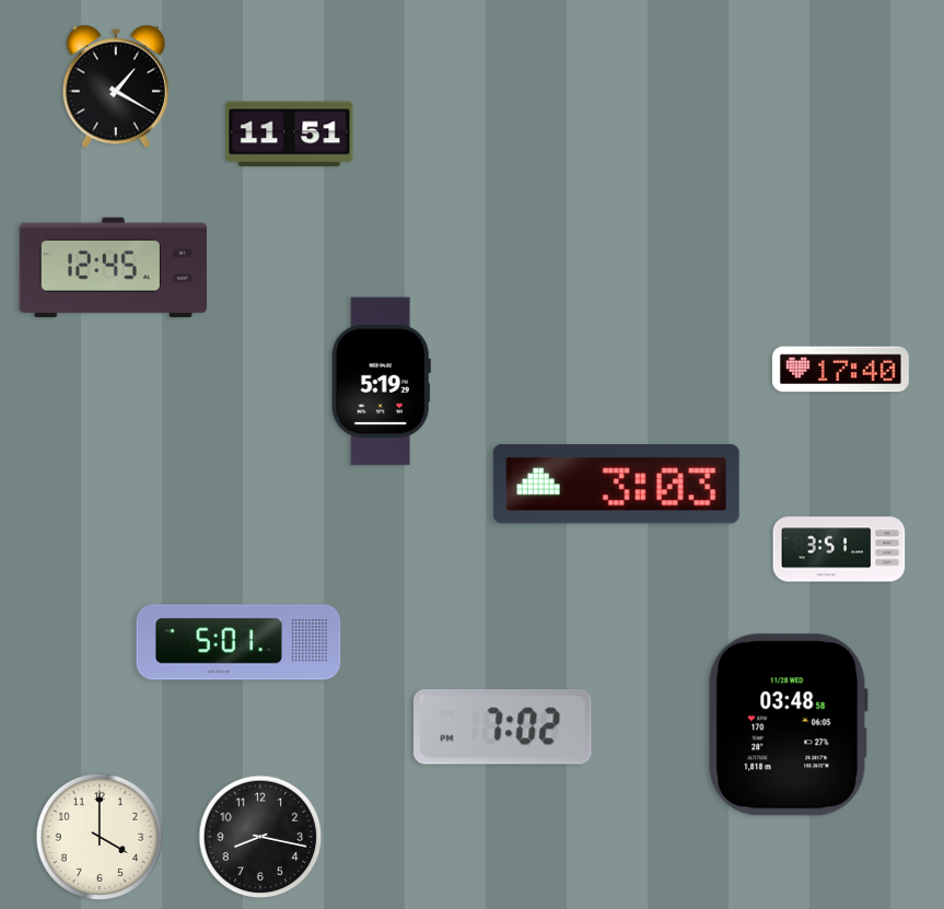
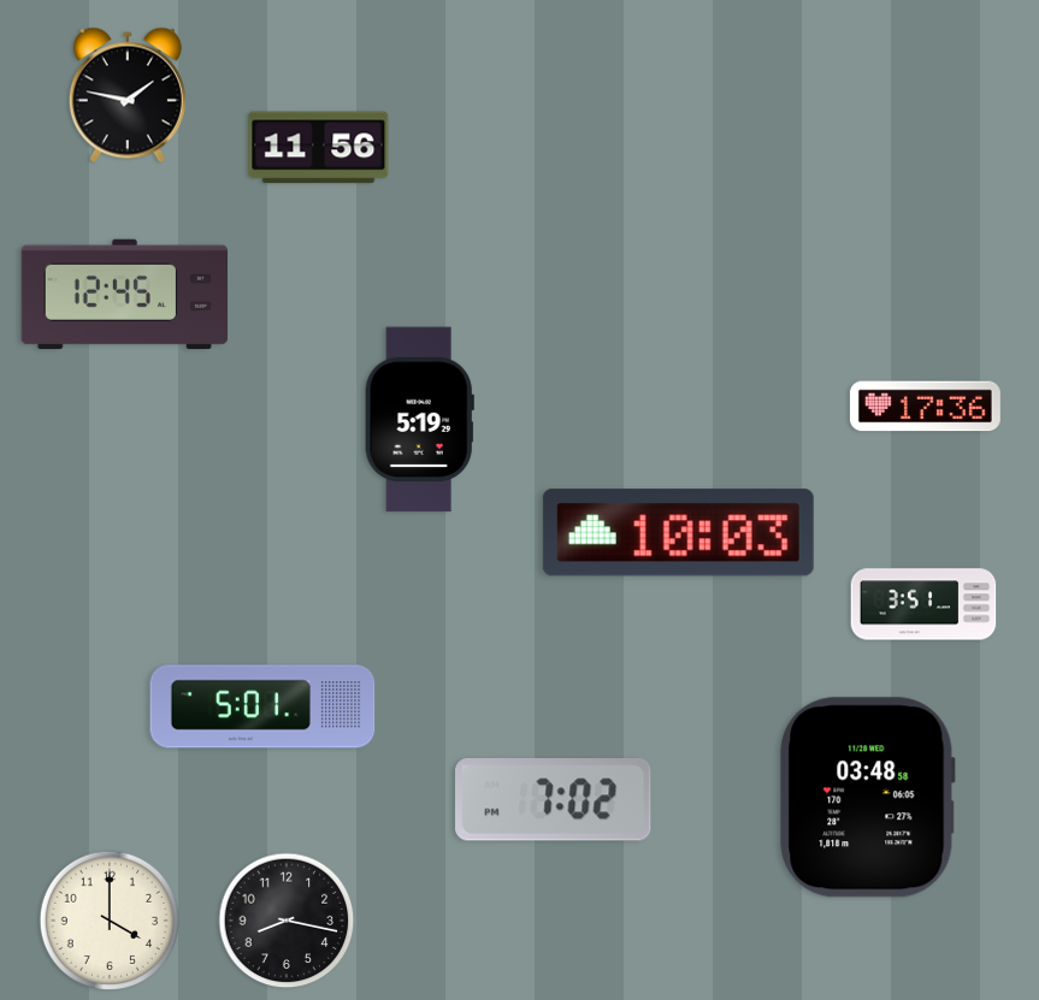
clock at (116, 86): 1:20 -> 1:47
clock at (290, 135): 11:51 -> 11:56
clock at (840, 370): 17:40 -> 17:36
clock at (616, 485): 3:03 -> 10:03
